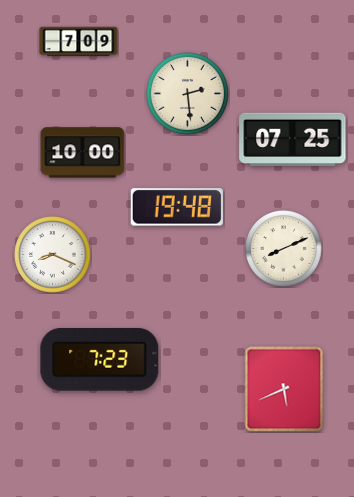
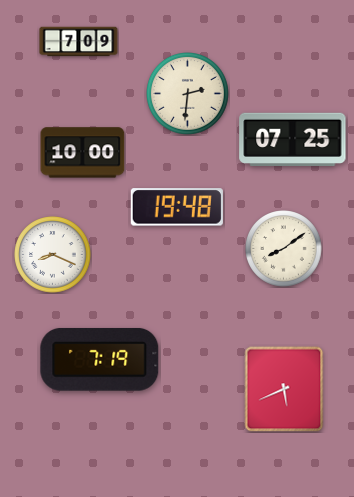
clock at (188, 94): 2:29 -> 2:31
clock at (284, 249): 8:11 -> 8:09
clock at (100, 359): 7:23 -> 7:19
